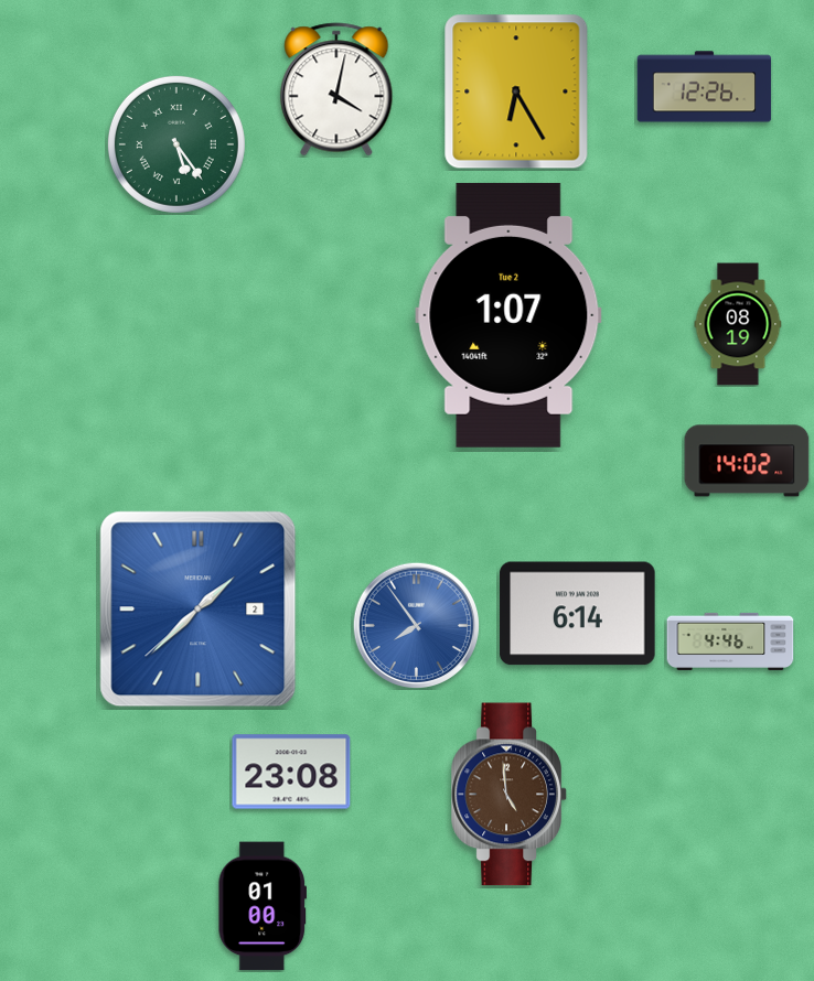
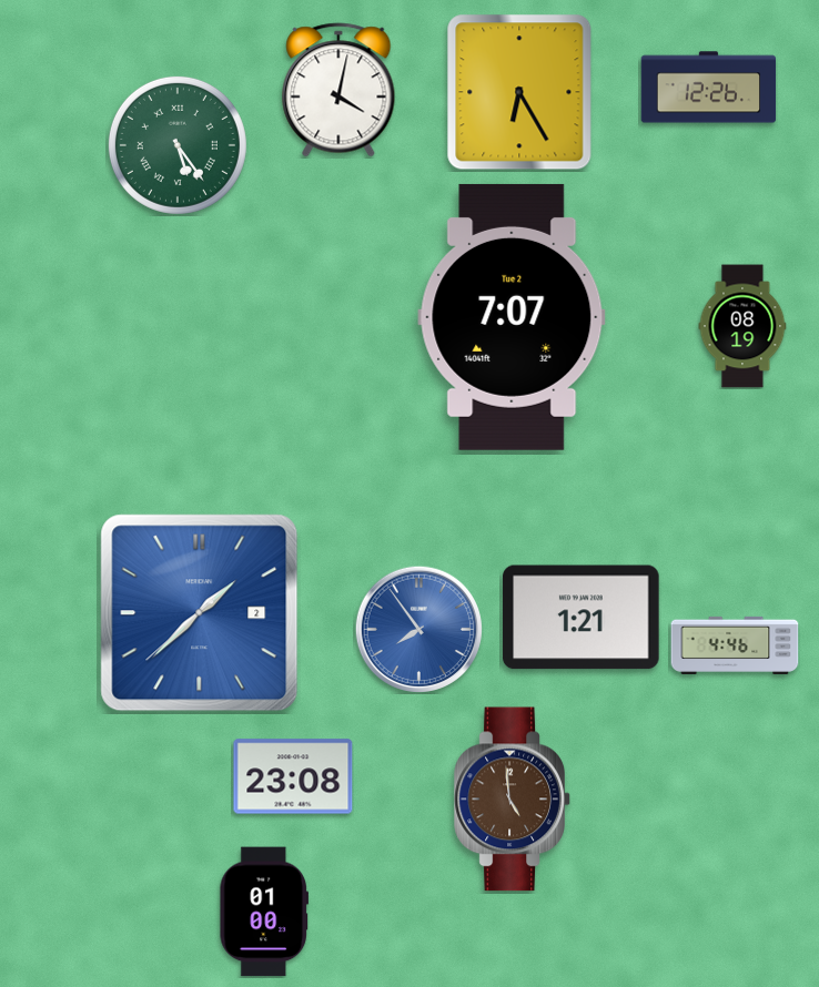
clock at (508, 315): 1:07 -> 7:07
clock at (747, 461): 14:02 -> none
clock at (578, 614): 6:14 -> 1:21
